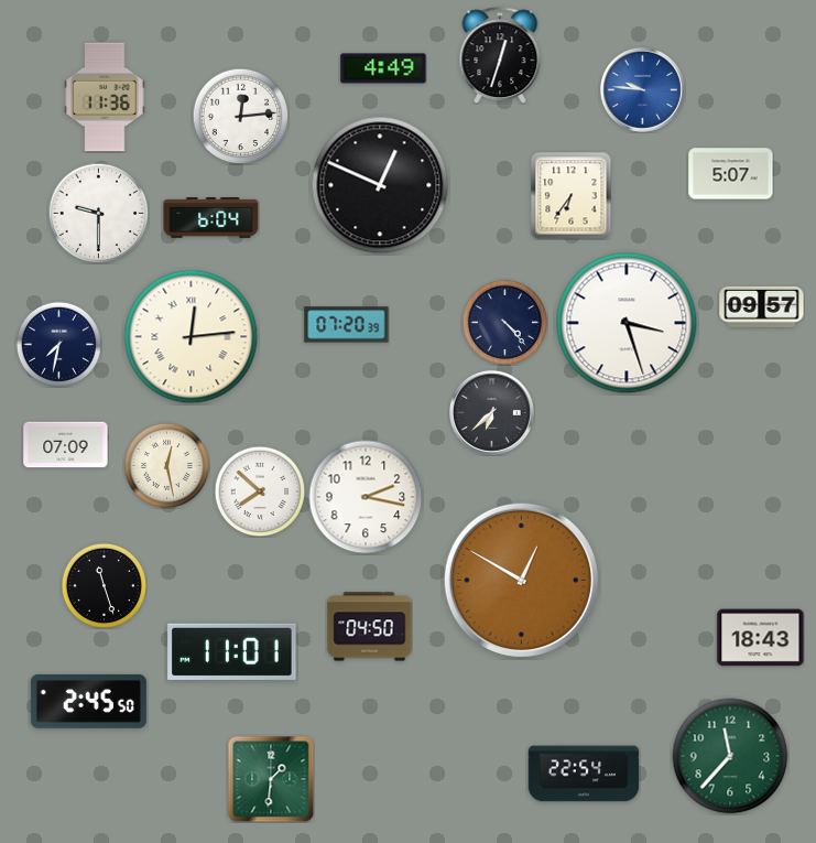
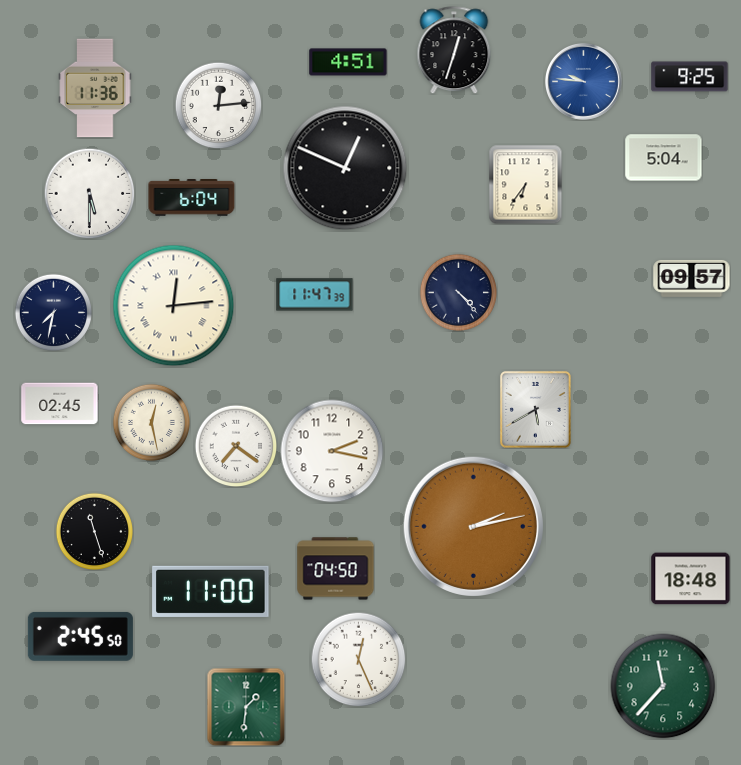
clock at (383, 68): 4:49 -> 4:51
clock at (690, 77): none -> 9:25
clock at (731, 174): 5:07 -> 5:04
clock at (572, 196) position: (572, 196) -> (526, 185)
clock at (98, 213): 9:30 -> 5:30
clock at (627, 323): 3:27 -> none
clock at (347, 325): 07:20 -> 11:47
clock at (491, 412): 6:38 -> none
clock at (66, 445): 07:09 -> 02:45
clock at (535, 409): none -> 5:40
clock at (260, 491): 7:52 -> 7:21
clock at (521, 580): 12:50 -> 2:13
clock at (761, 638): 18:43 -> 18:48
clock at (232, 651): 11:01 -> 11:00
clock at (358, 659): none -> 12:26
clock at (584, 774): 22:54 -> none
